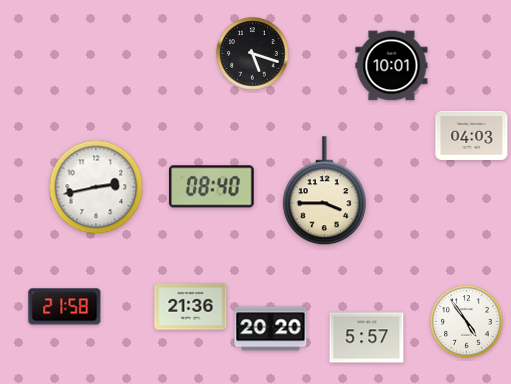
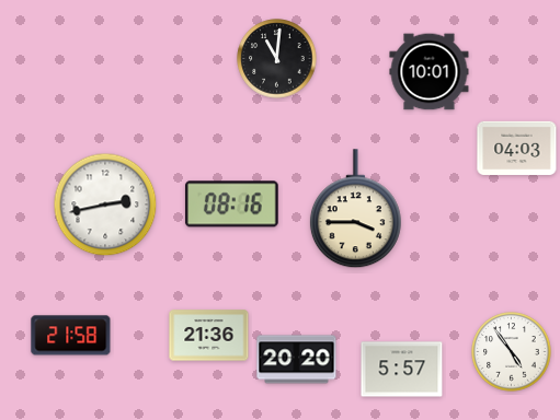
clock at (253, 54): 5:18 -> 11:01
clock at (211, 187): 08:40 -> 08:16
